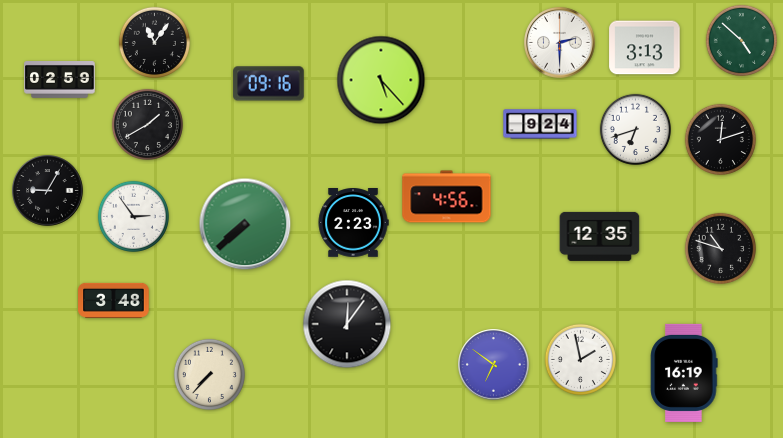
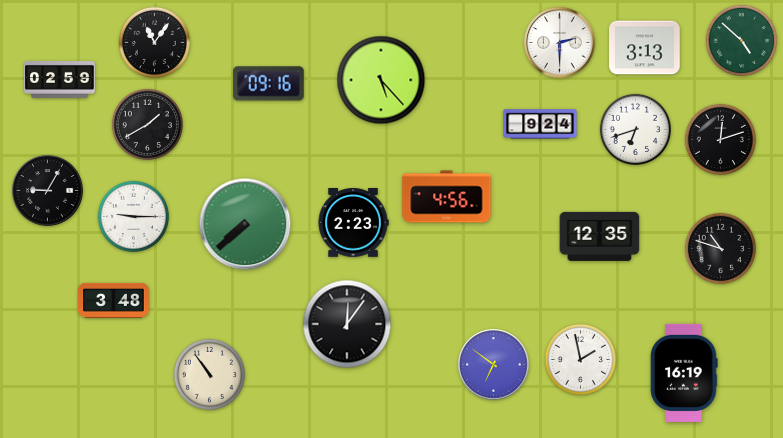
clock at (133, 216): 2:54 -> 9:15
clock at (209, 374): 7:37 -> 10:54
